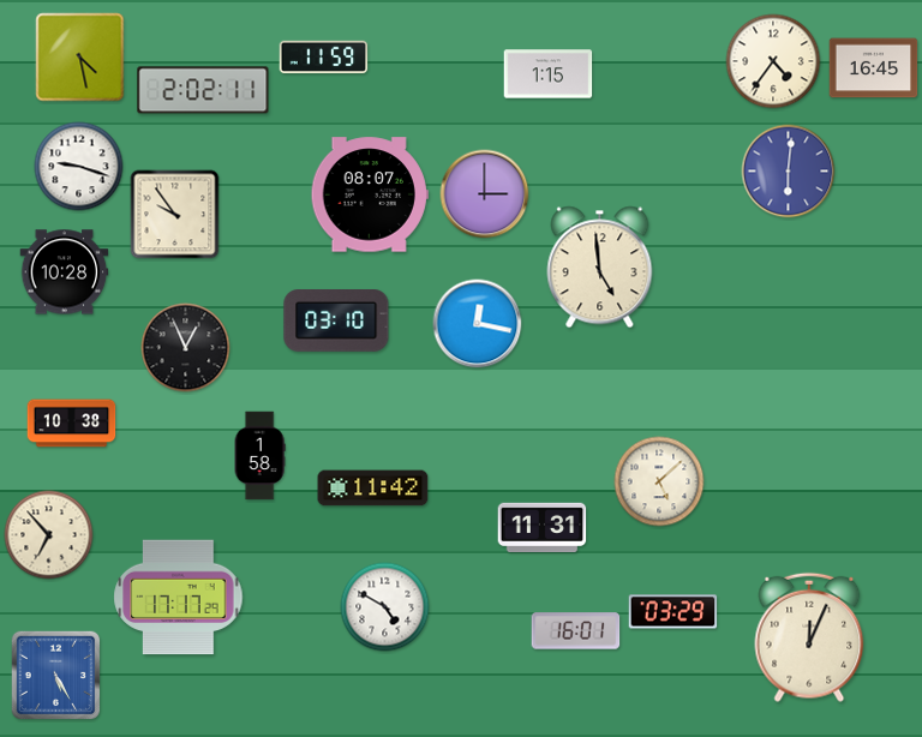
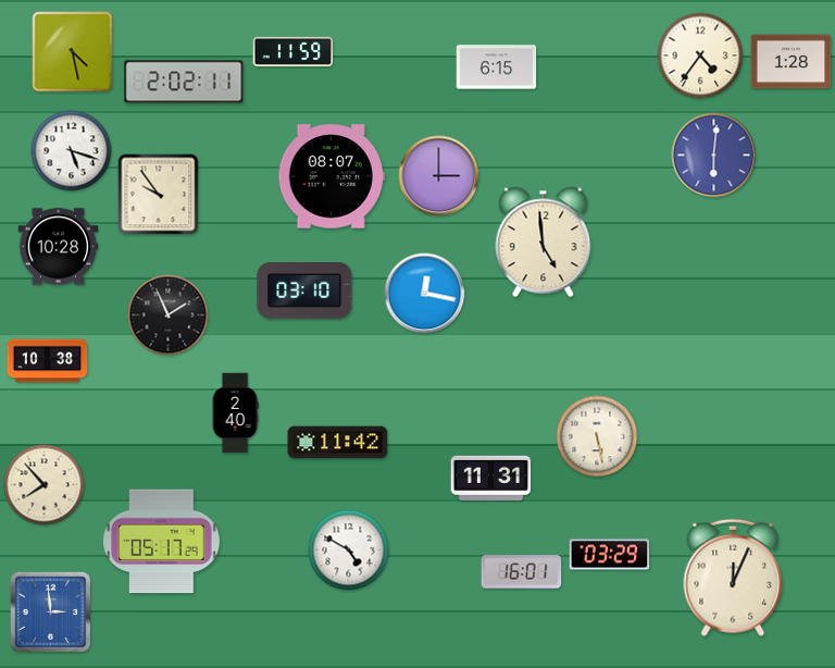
clock at (874, 68): 16:45 -> 1:28
clock at (549, 74): 1:15 -> 6:15
clock at (79, 167): 9:18 -> 5:18
clock at (370, 194) position: (370, 194) -> (332, 176)
clock at (478, 324) position: (478, 324) -> (425, 294)
clock at (186, 348): 12:56 -> 1:56
clock at (72, 424) position: (72, 424) -> (48, 361)
clock at (259, 456): 1:58 -> 2:40
clock at (659, 481): 5:08 -> 5:28
clock at (49, 535): 6:53 -> 7:53
clock at (179, 598): 17:17 -> 05:17
clock at (56, 676): 5:25 -> 2:59
